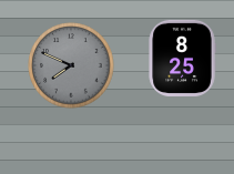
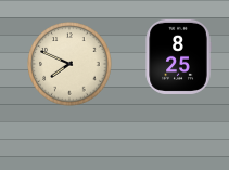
clock at (71, 65) dial: grey -> cream
